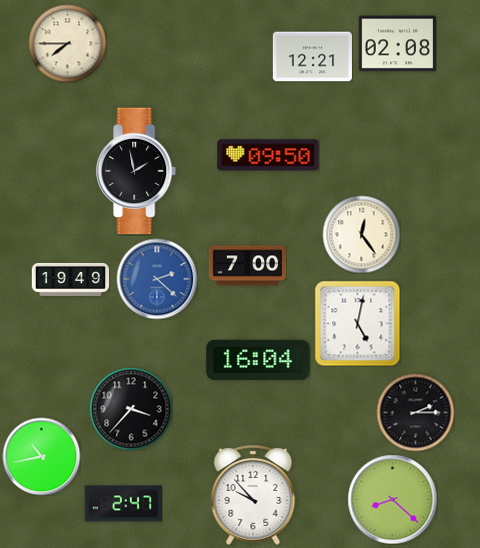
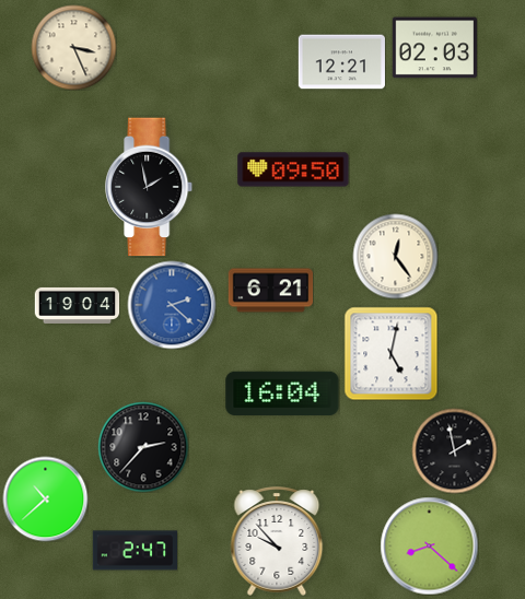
clock at (67, 43): 7:45 -> 3:26
clock at (397, 44): 02:08 -> 02:03
clock at (247, 266): 7:00 -> 6:21
clock at (70, 279): 19:49 -> 19:04
clock at (131, 409): 3:37 -> 2:37
clock at (415, 412): 2:15 -> 1:58
clock at (41, 456): 10:43 -> 10:38
